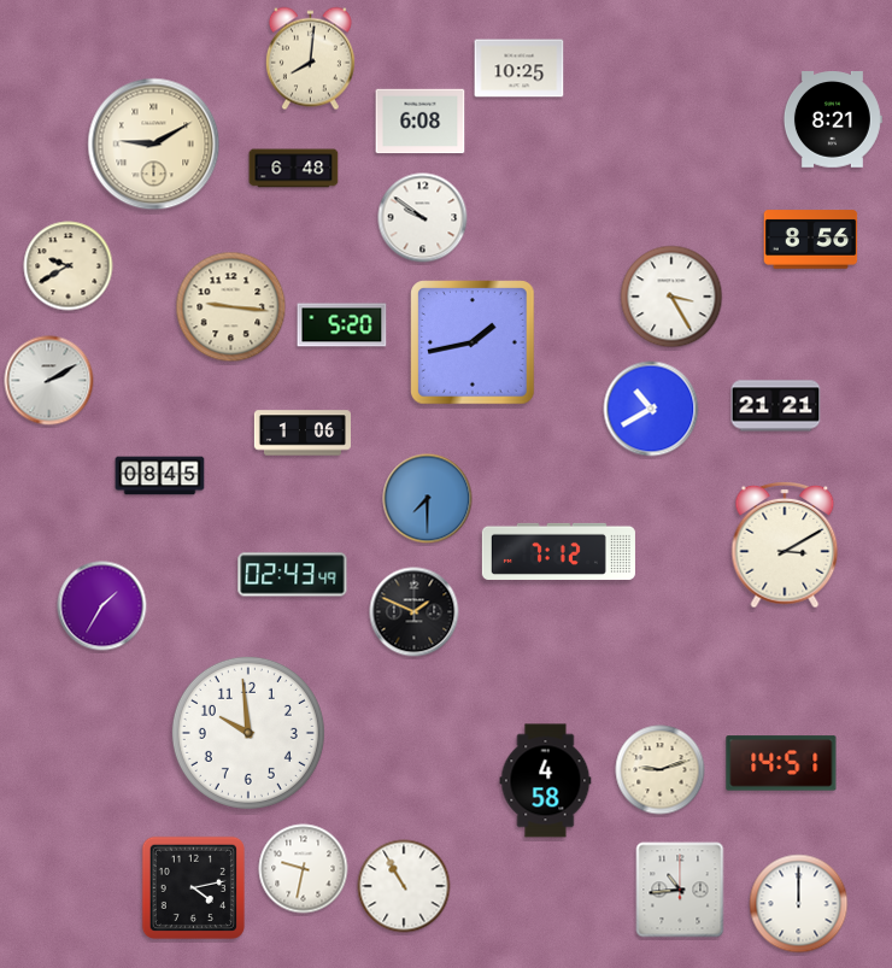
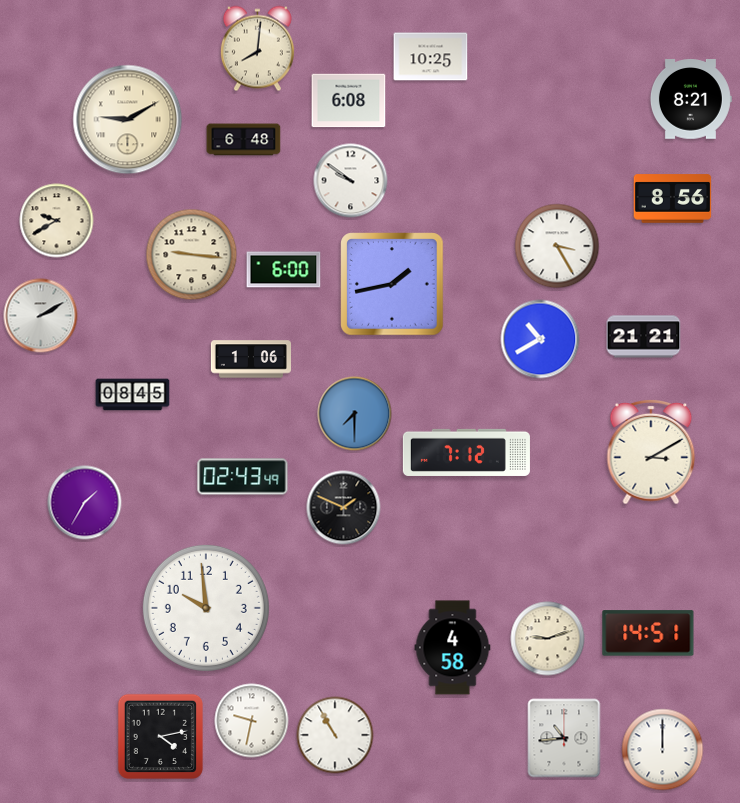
clock at (342, 325): 5:20 -> 6:00
clock at (558, 551) position: (558, 551) -> (466, 452)
